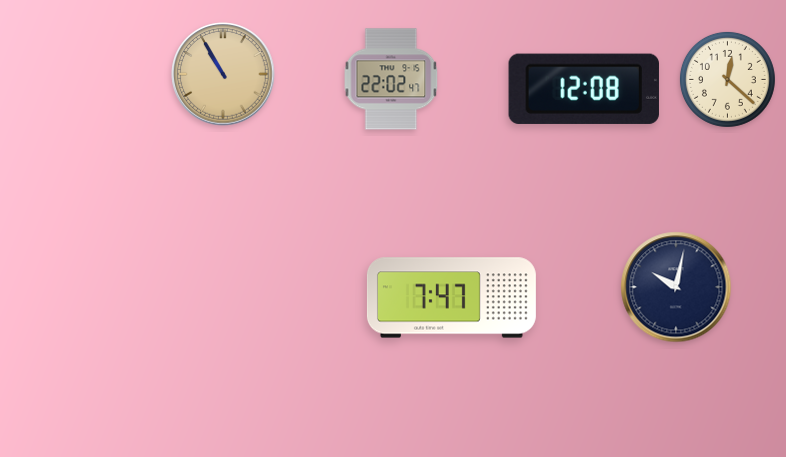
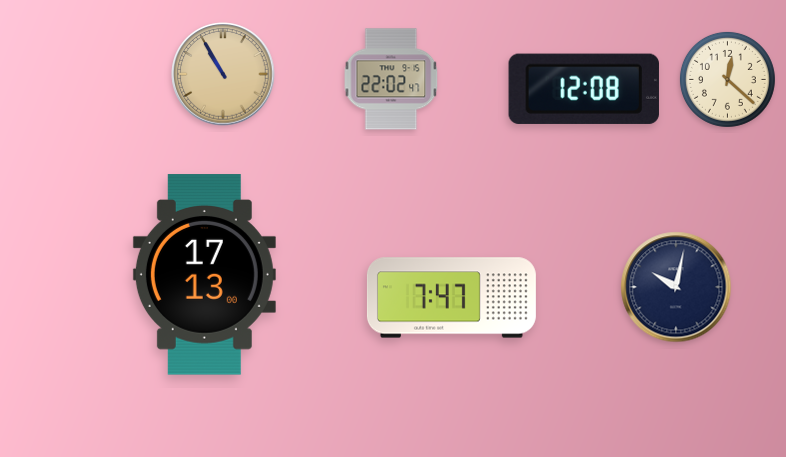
clock at (204, 275): none -> 17:13
